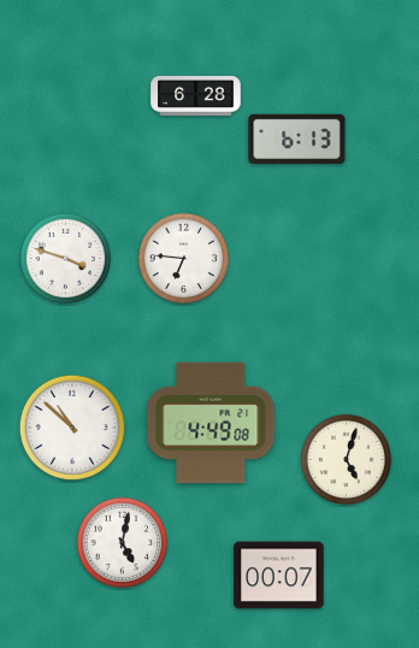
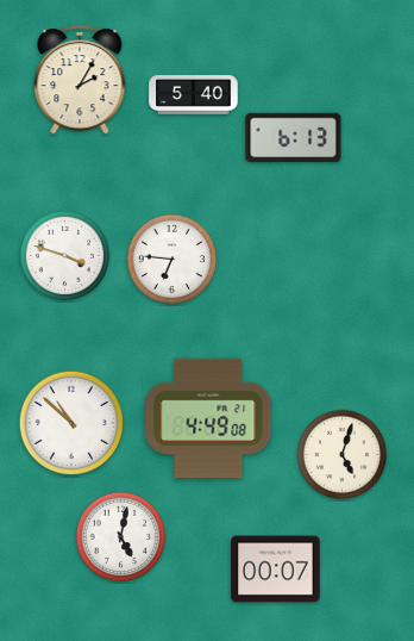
clock at (80, 80): none -> 2:05
clock at (196, 96): 6:28 -> 5:40
clock at (184, 259) position: (184, 259) -> (172, 260)
